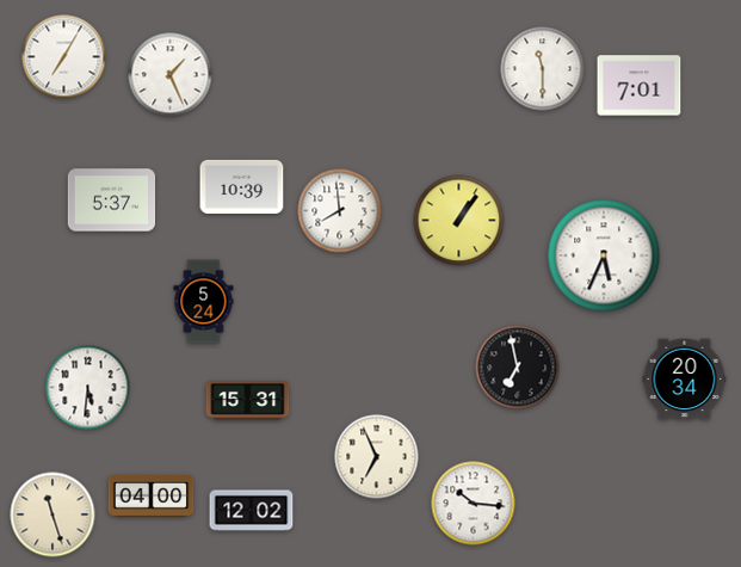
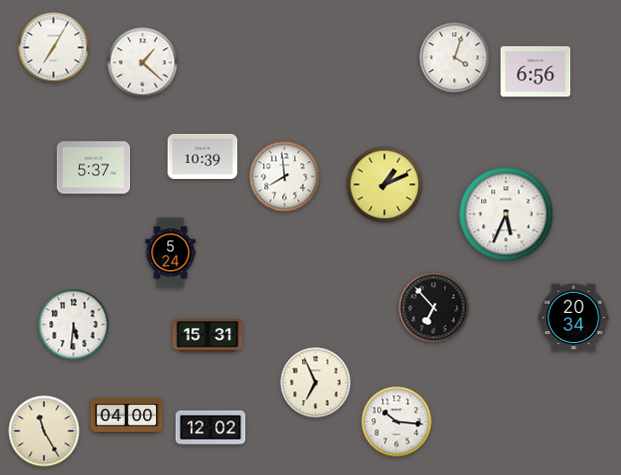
clock at (543, 69): 11:30 -> 4:03
clock at (171, 75): 1:26 -> 1:22
clock at (640, 86): 7:01 -> 6:56
clock at (459, 221): 1:06 -> 1:11
clock at (518, 368): 6:58 -> 6:53
clock at (53, 514): 11:27 -> 11:25
